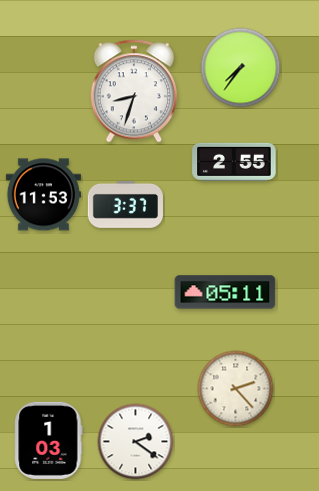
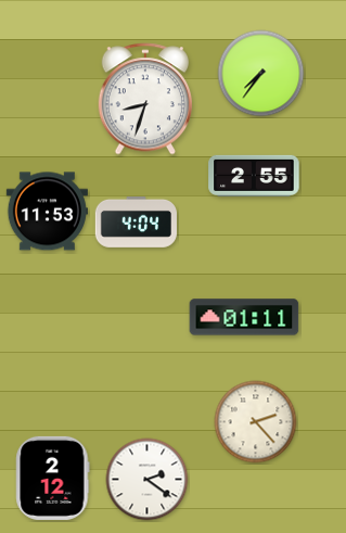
clock at (125, 204): 3:37 -> 4:04
clock at (225, 292): 05:11 -> 01:11
clock at (49, 440): 1:03 -> 2:12
